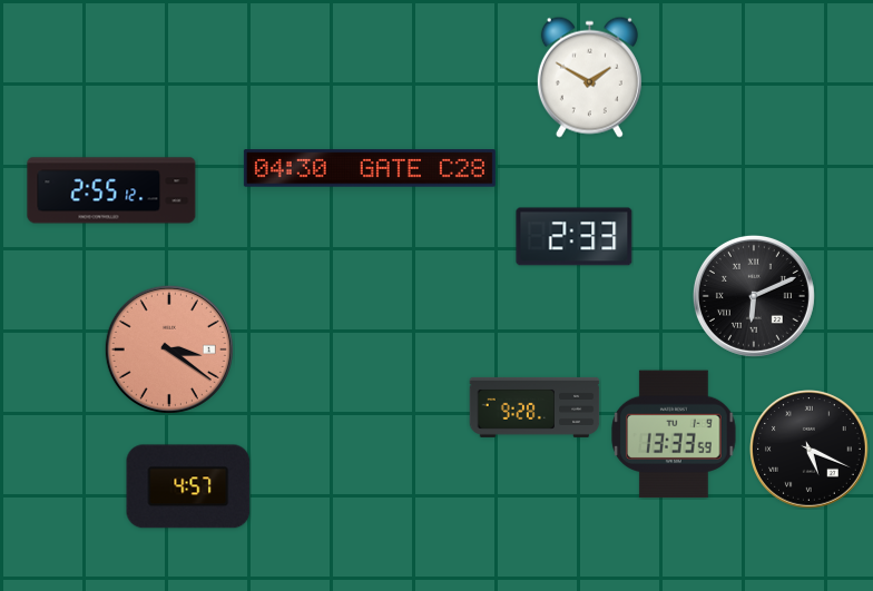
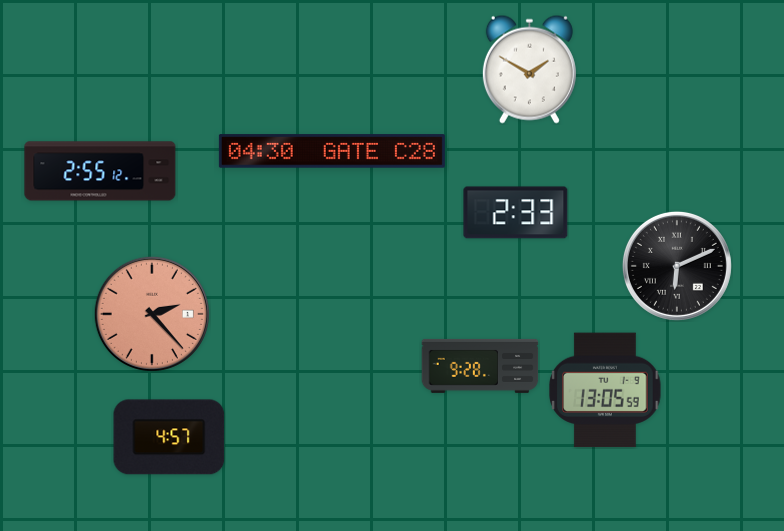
clock at (169, 349): 3:21 -> 2:23
clock at (674, 434): 13:33 -> 13:05
clock at (810, 450): 5:19 -> none
